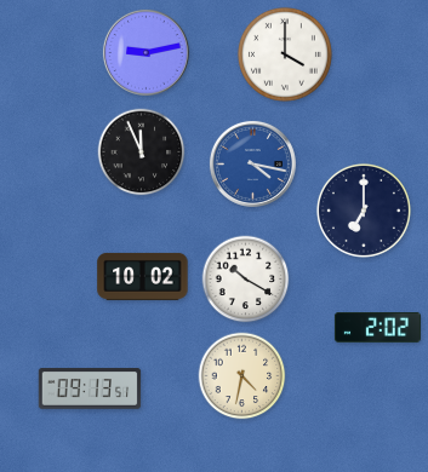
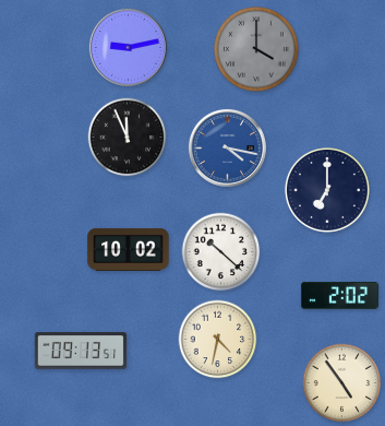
clock at (145, 52) position: (145, 52) -> (128, 47)
clock at (285, 54) dial: white -> grey
clock at (246, 280): 10:20 -> 10:22
clock at (342, 383): none -> 4:54
